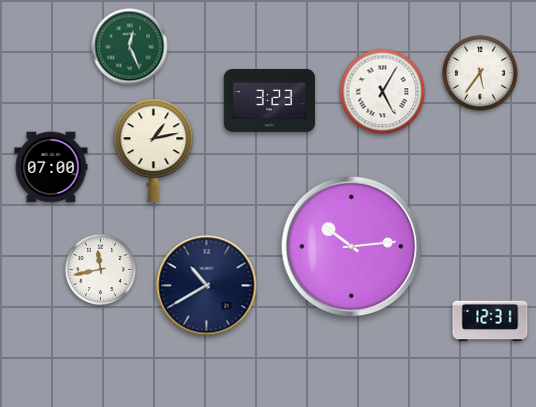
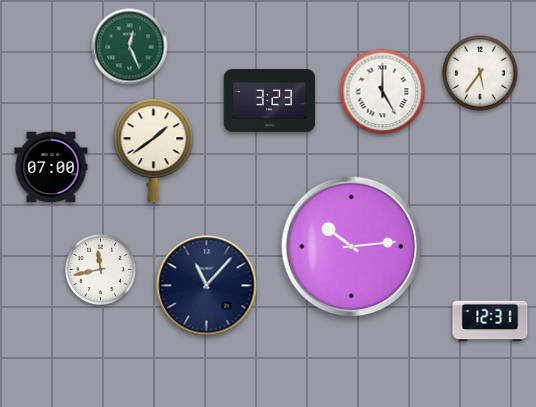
clock at (383, 92): 5:05 -> 5:00
clock at (154, 151): 1:13 -> 1:39
clock at (207, 286): 10:40 -> 11:07
